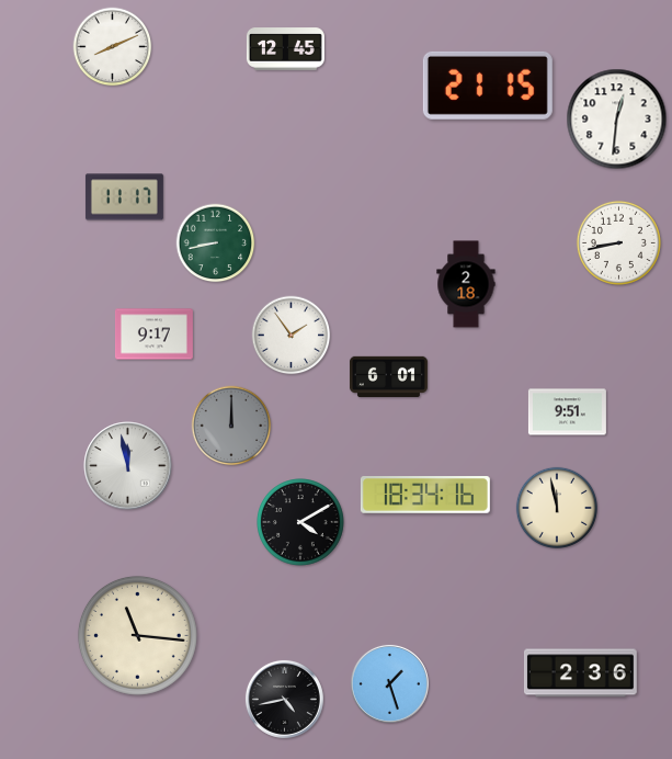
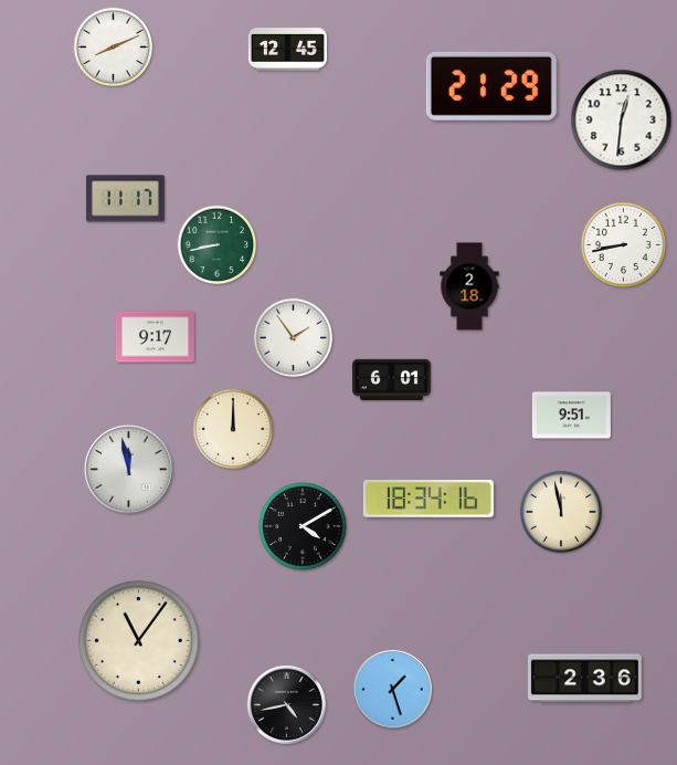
clock at (488, 86): 21:15 -> 21:29
clock at (231, 426) dial: grey -> cream
clock at (137, 635): 11:16 -> 11:06
